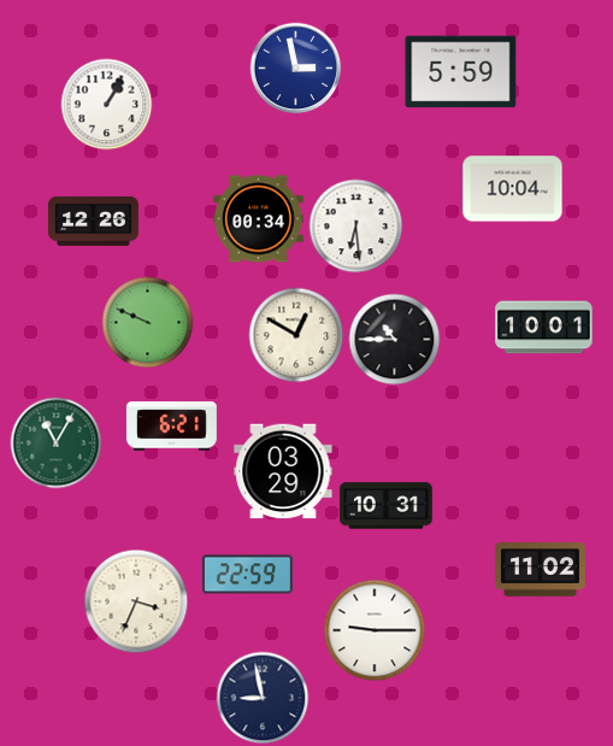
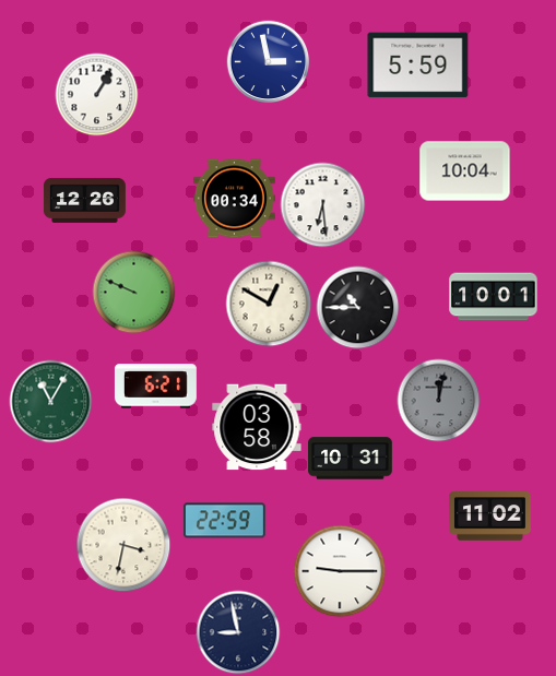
clock at (439, 401): none -> 12:02
clock at (283, 471): 03:29 -> 03:58
clock at (136, 601): 3:34 -> 3:32
